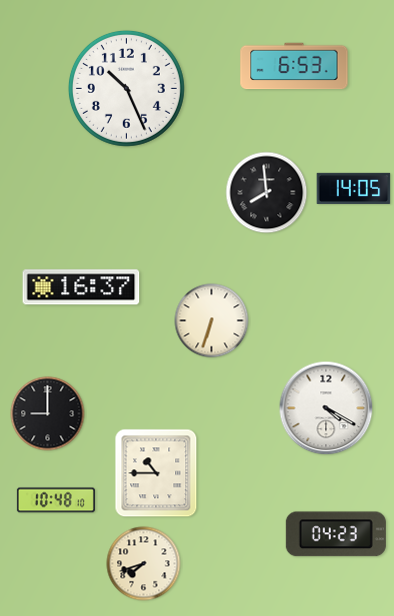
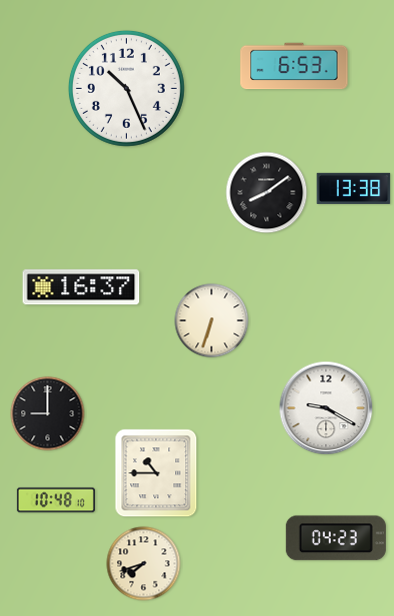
clock at (354, 188): 14:05 -> 13:38
clock at (267, 193): 7:59 -> 8:09
clock at (326, 408): 4:20 -> 9:20
clock at (336, 534) position: (336, 534) -> (336, 538)
